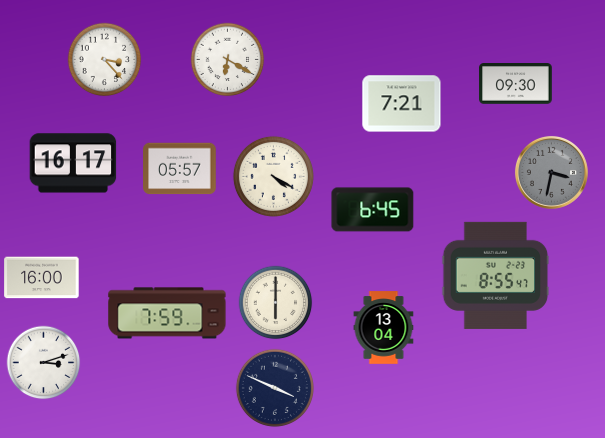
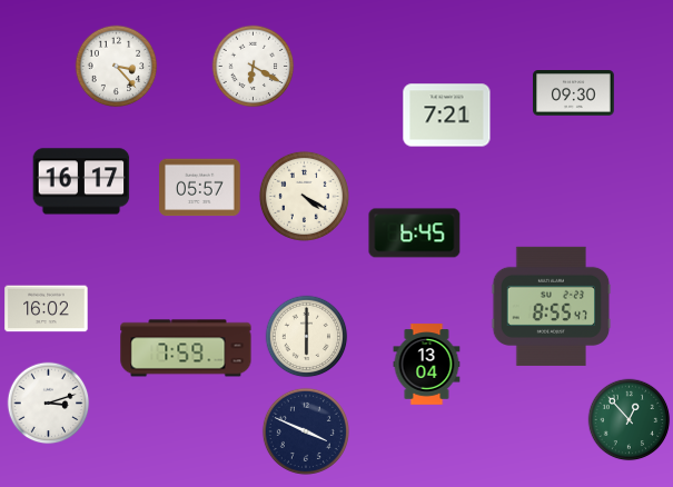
clock at (551, 172): 3:32 -> none
clock at (42, 278): 16:00 -> 16:02
clock at (630, 420): none -> 12:53
